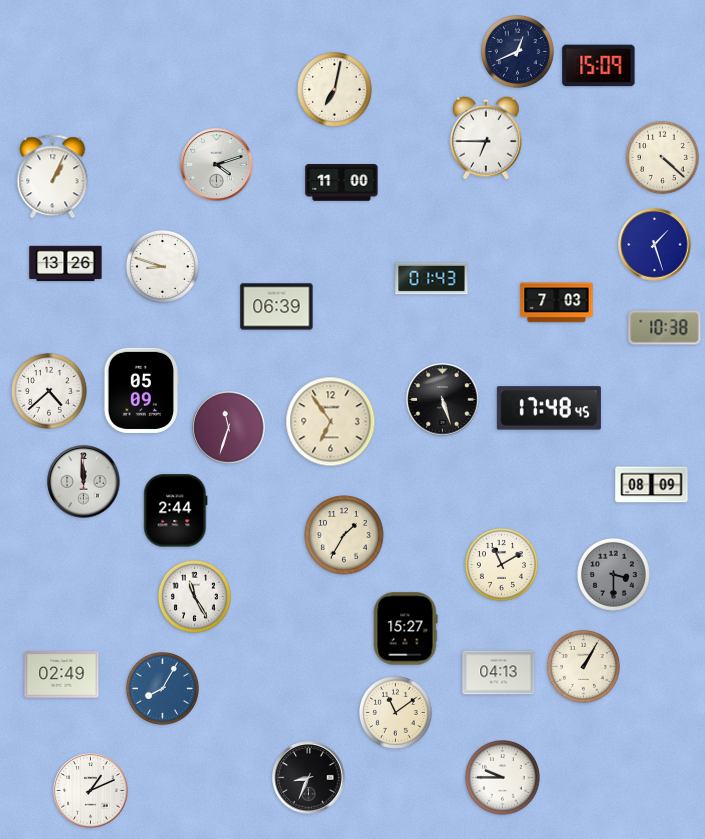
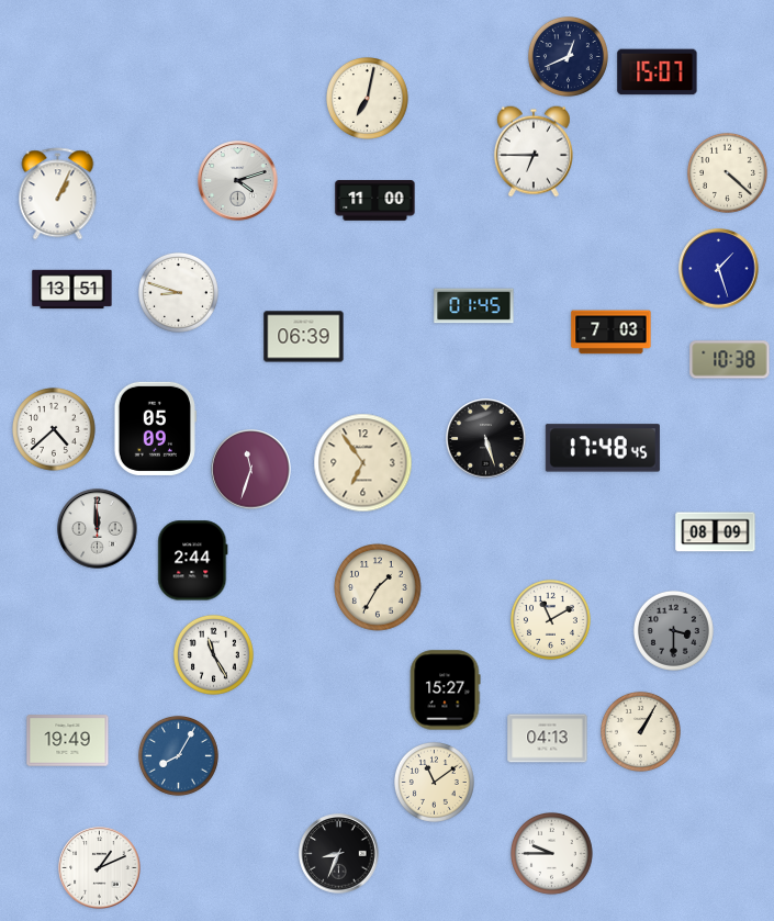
clock at (599, 66): 15:09 -> 15:07
clock at (66, 264): 13:26 -> 13:51
clock at (432, 279): 01:43 -> 01:45
clock at (84, 482) position: (84, 482) -> (98, 529)
clock at (62, 675): 02:49 -> 19:49
